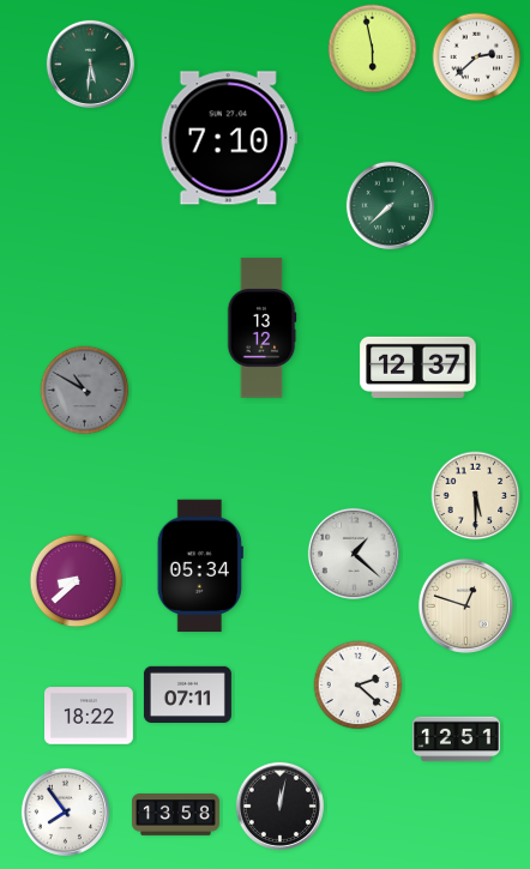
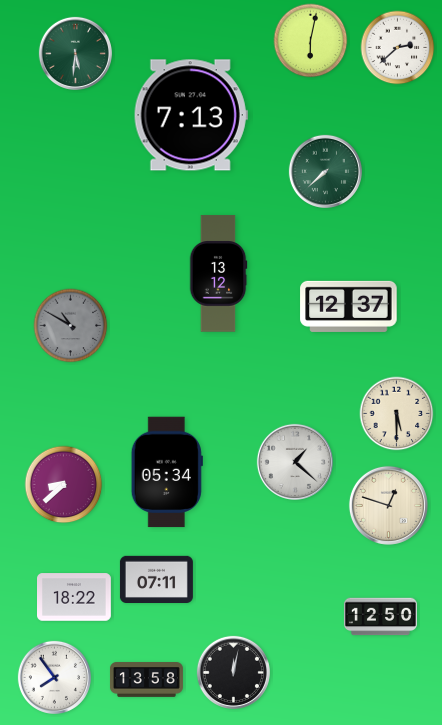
clock at (373, 49): 5:58 -> 6:02
clock at (229, 138): 7:10 -> 7:13
clock at (359, 686): 2:22 -> none
clock at (456, 740): 12:51 -> 12:50
